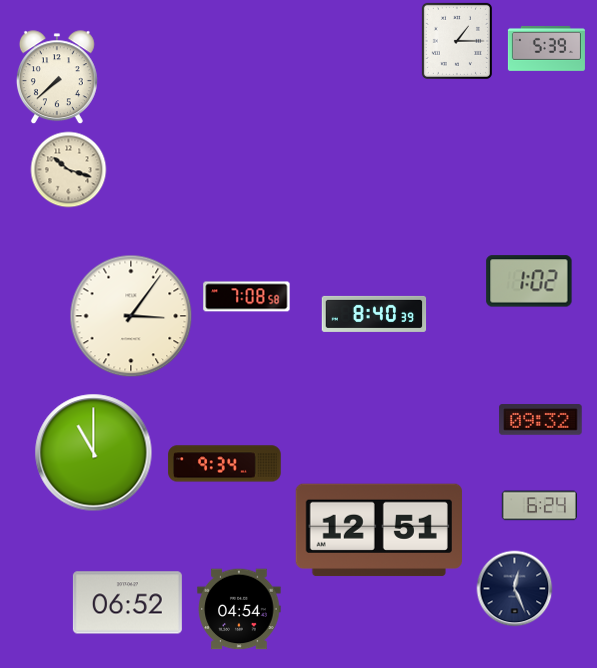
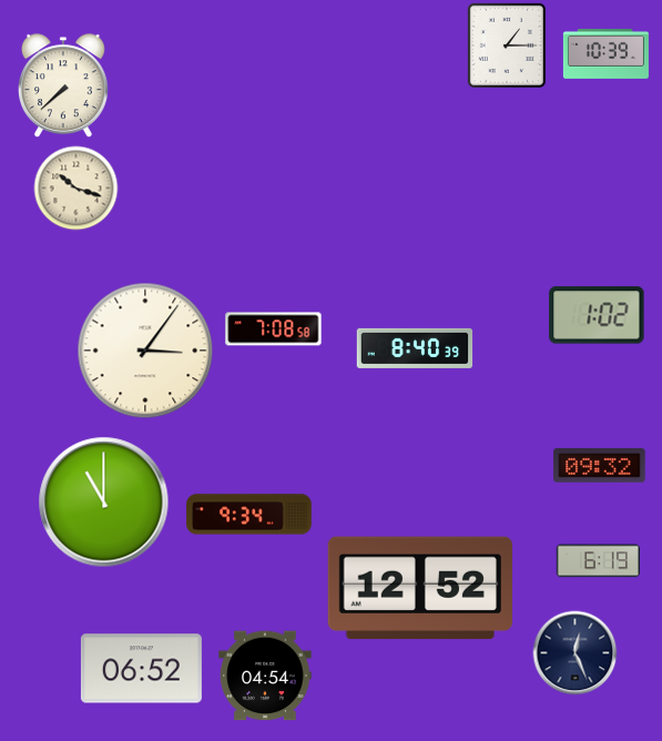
clock at (546, 48): 5:39 -> 10:39
clock at (529, 281) position: (529, 281) -> (597, 315)
clock at (539, 506): 6:24 -> 6:19
clock at (379, 530): 12:51 -> 12:52
clock at (515, 589) position: (515, 589) -> (576, 653)
